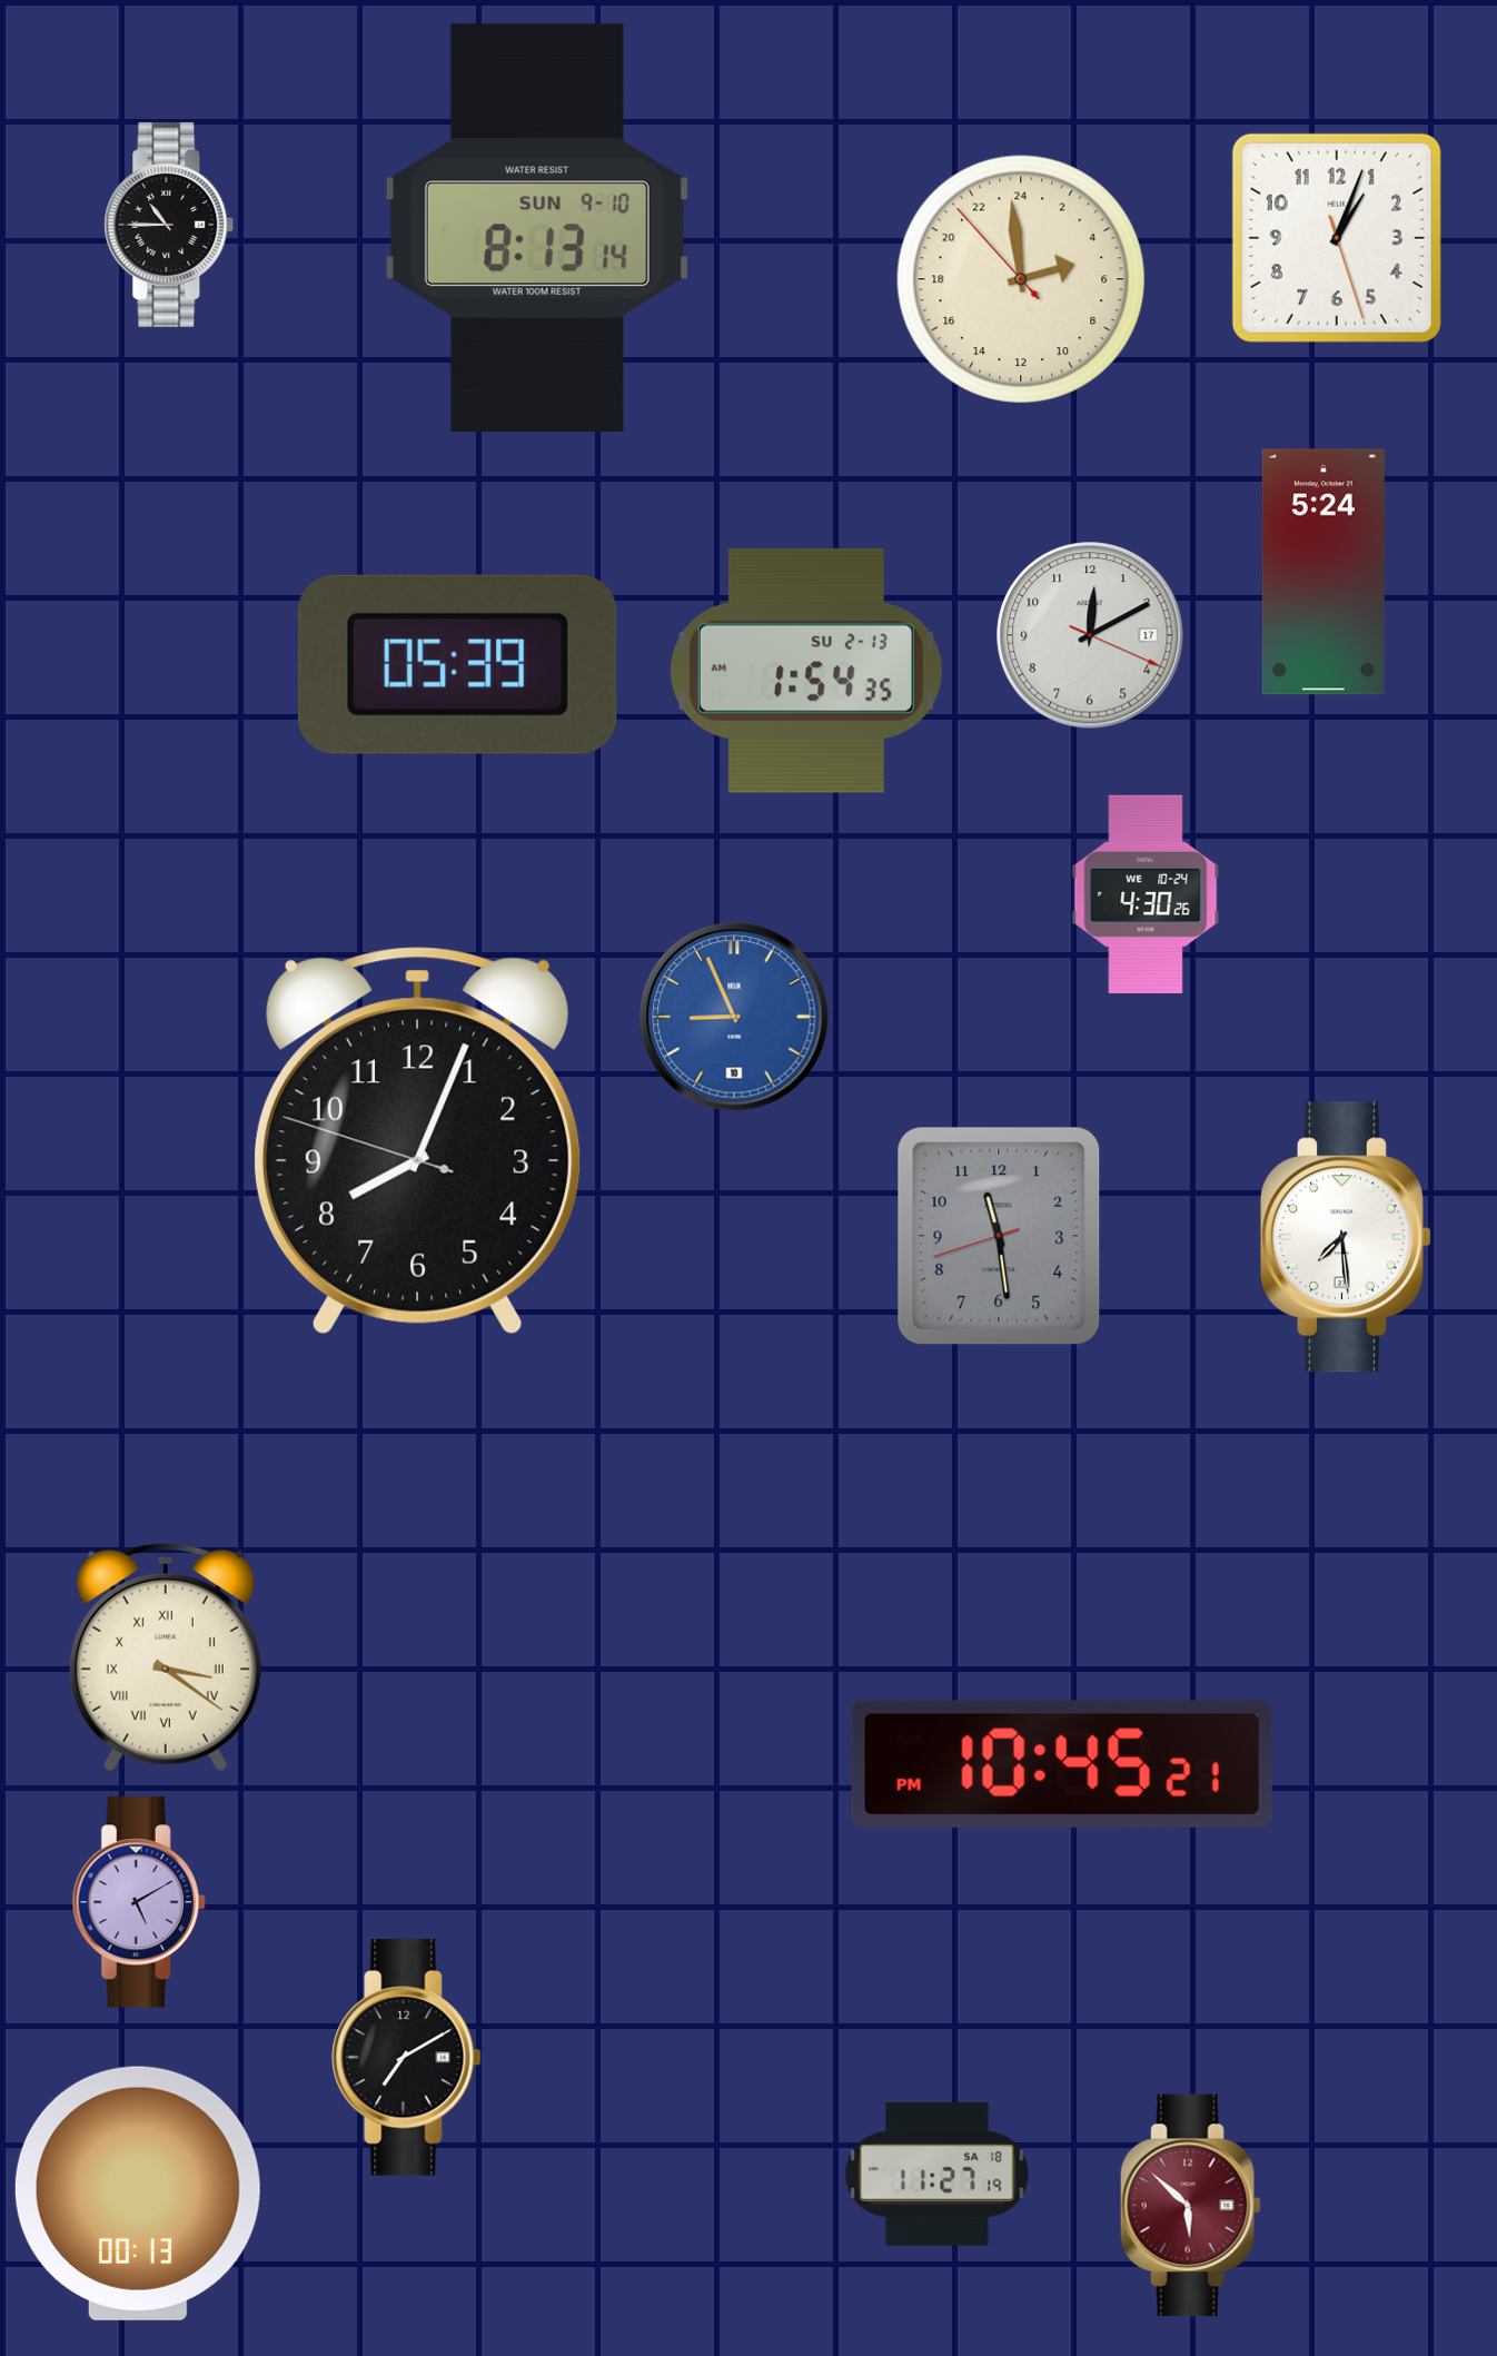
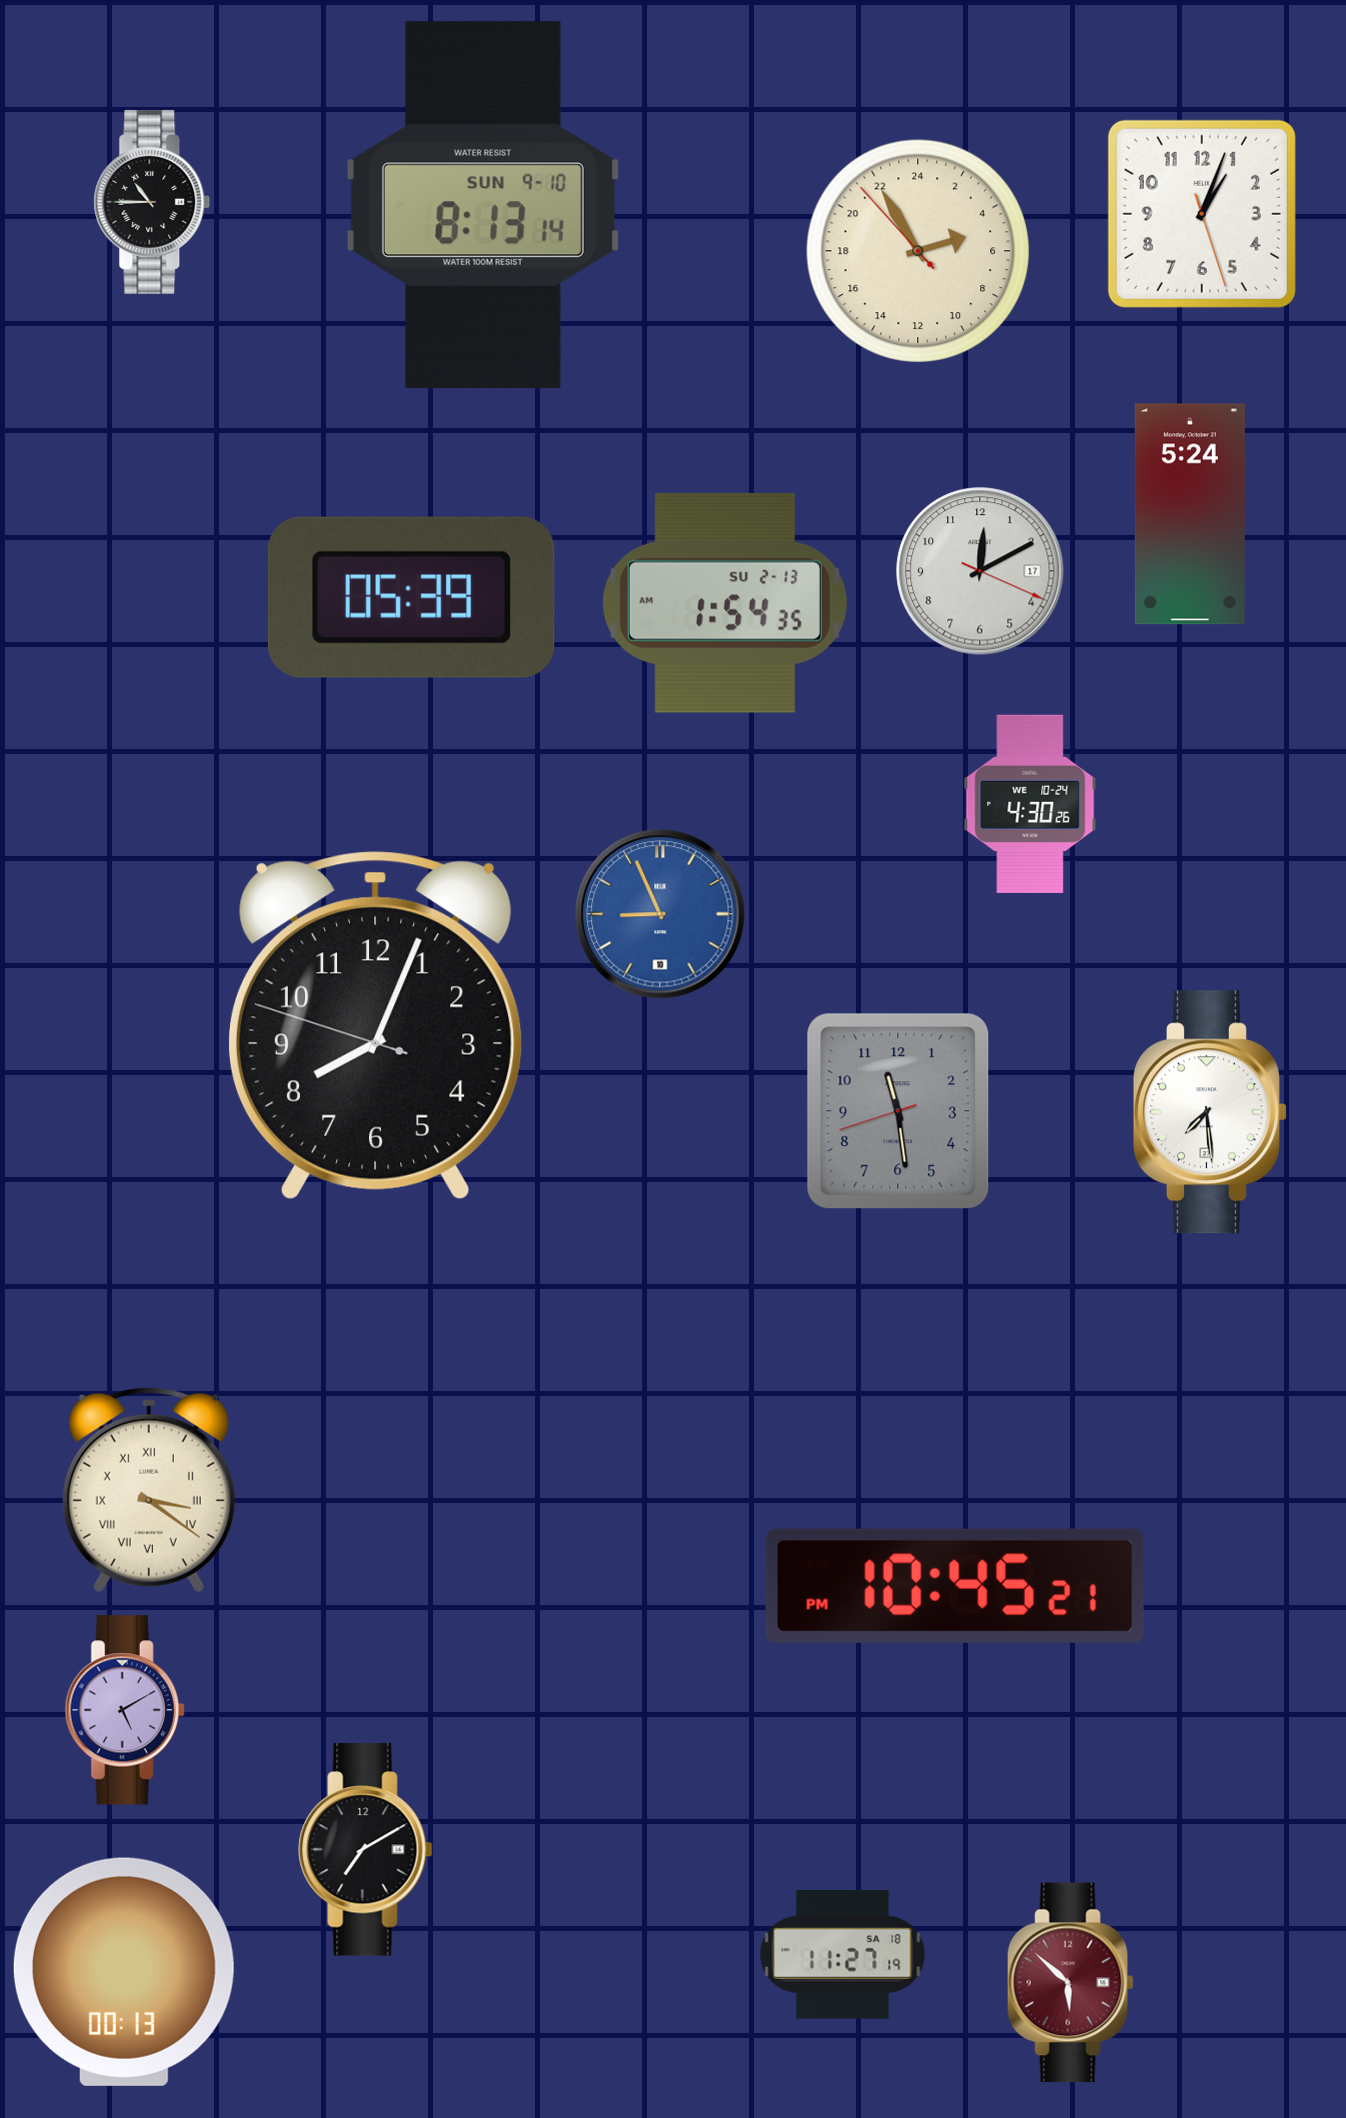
clock at (1021, 279): 4:58 -> 4:54
